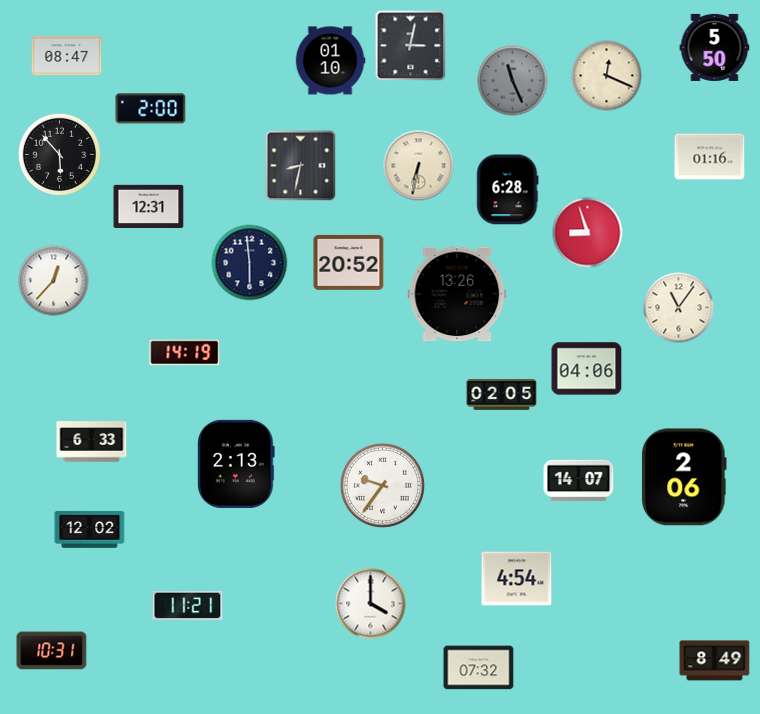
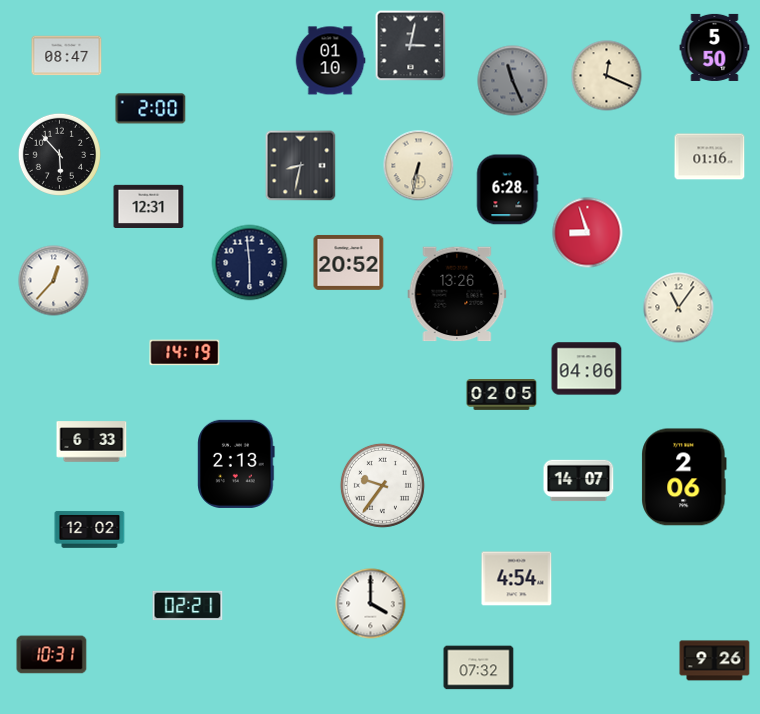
clock at (188, 606): 11:21 -> 02:21
clock at (52, 651) position: (52, 651) -> (52, 655)
clock at (715, 661): 8:49 -> 9:26
